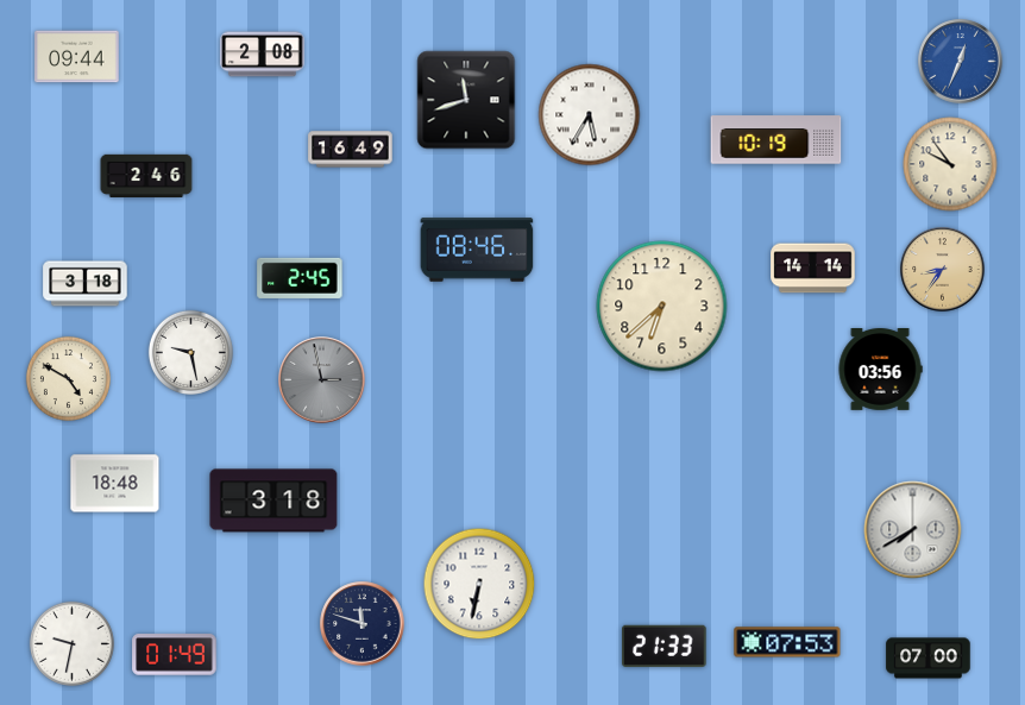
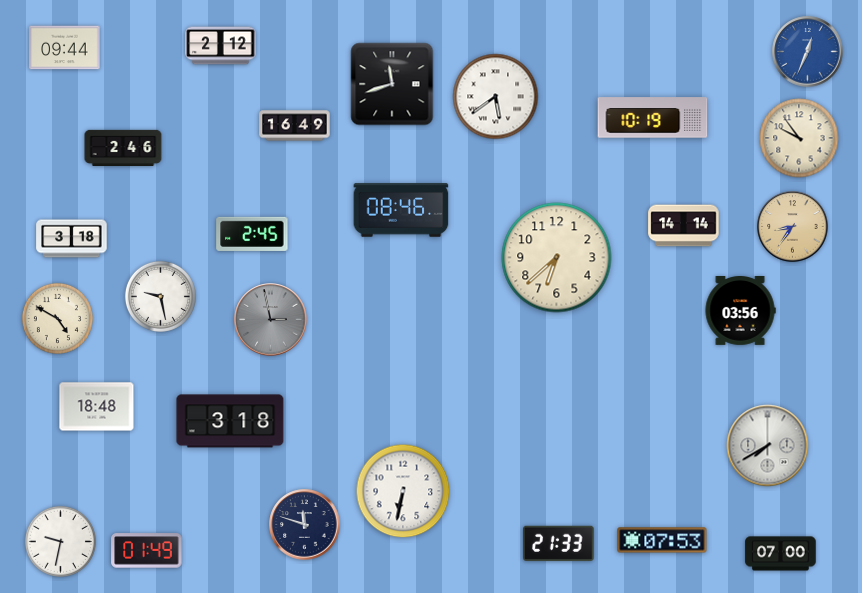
clock at (263, 55): 2:08 -> 2:12
clock at (590, 115): 5:35 -> 5:39
